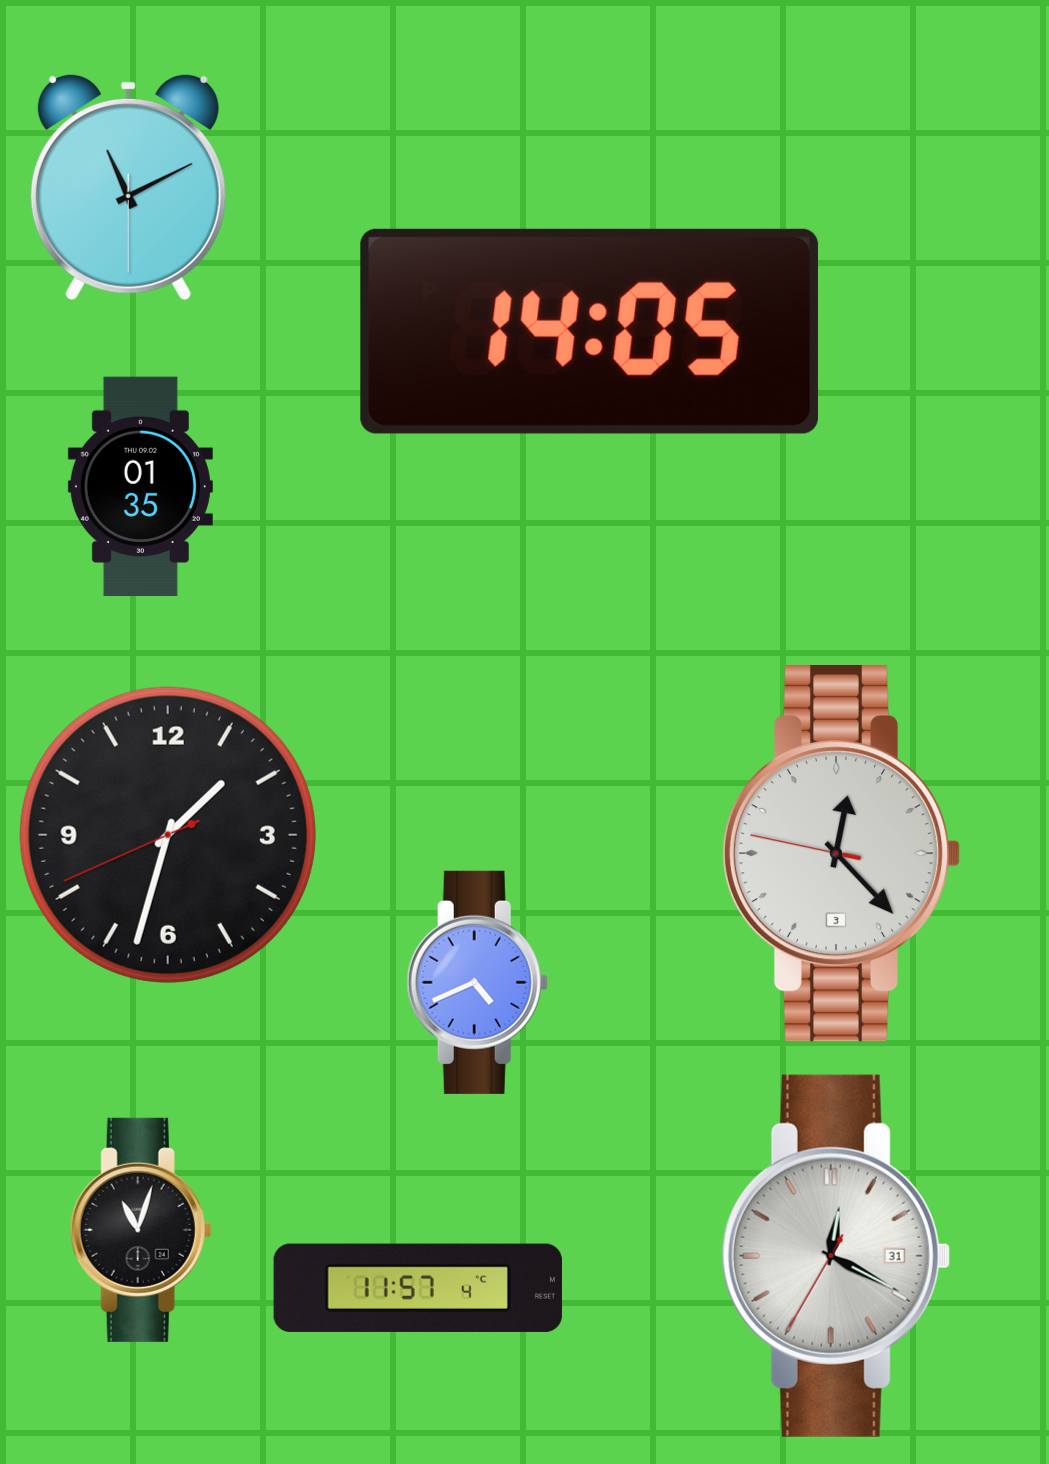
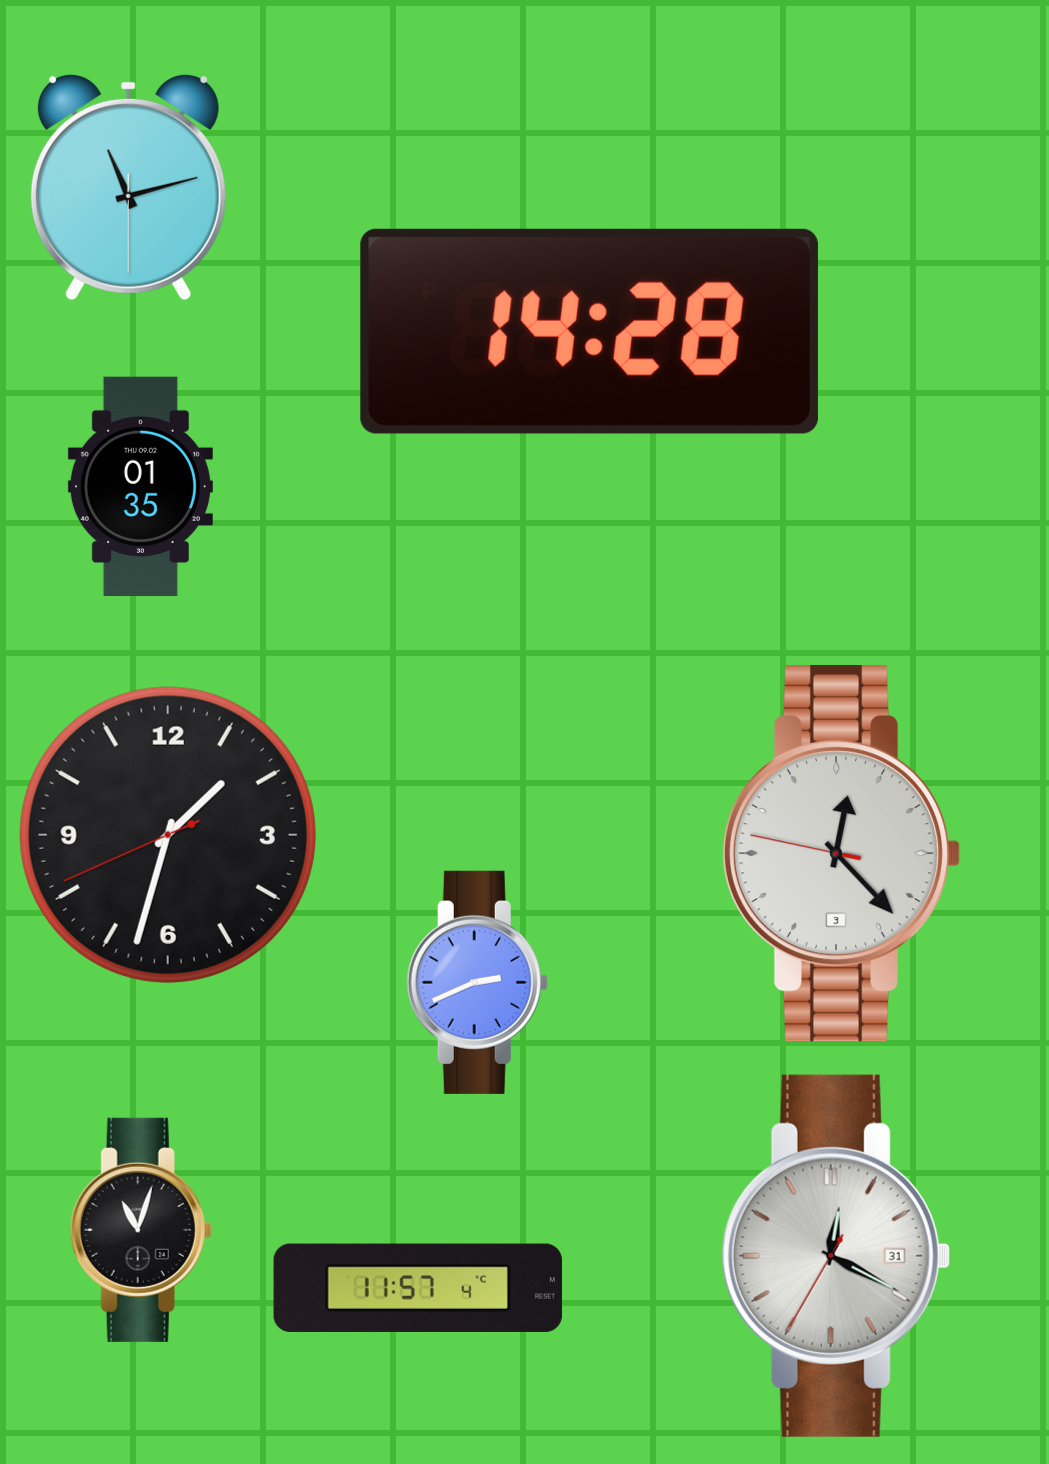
clock at (128, 187): 11:10 -> 11:12
clock at (589, 331): 14:05 -> 14:28
clock at (477, 982): 4:41 -> 2:41
